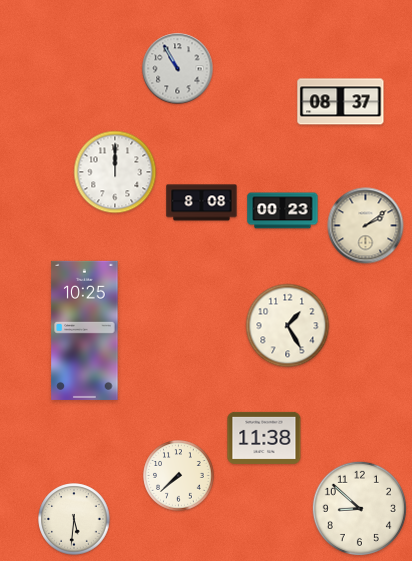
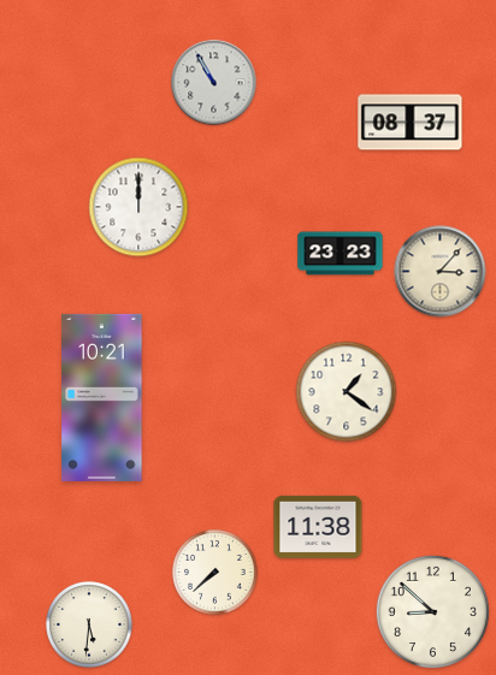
clock at (202, 203): 8:08 -> none
clock at (283, 211): 00:23 -> 23:23
clock at (366, 226): 2:09 -> 3:07
clock at (288, 326): 1:25 -> 1:21
clock at (85, 330): 10:25 -> 10:21
